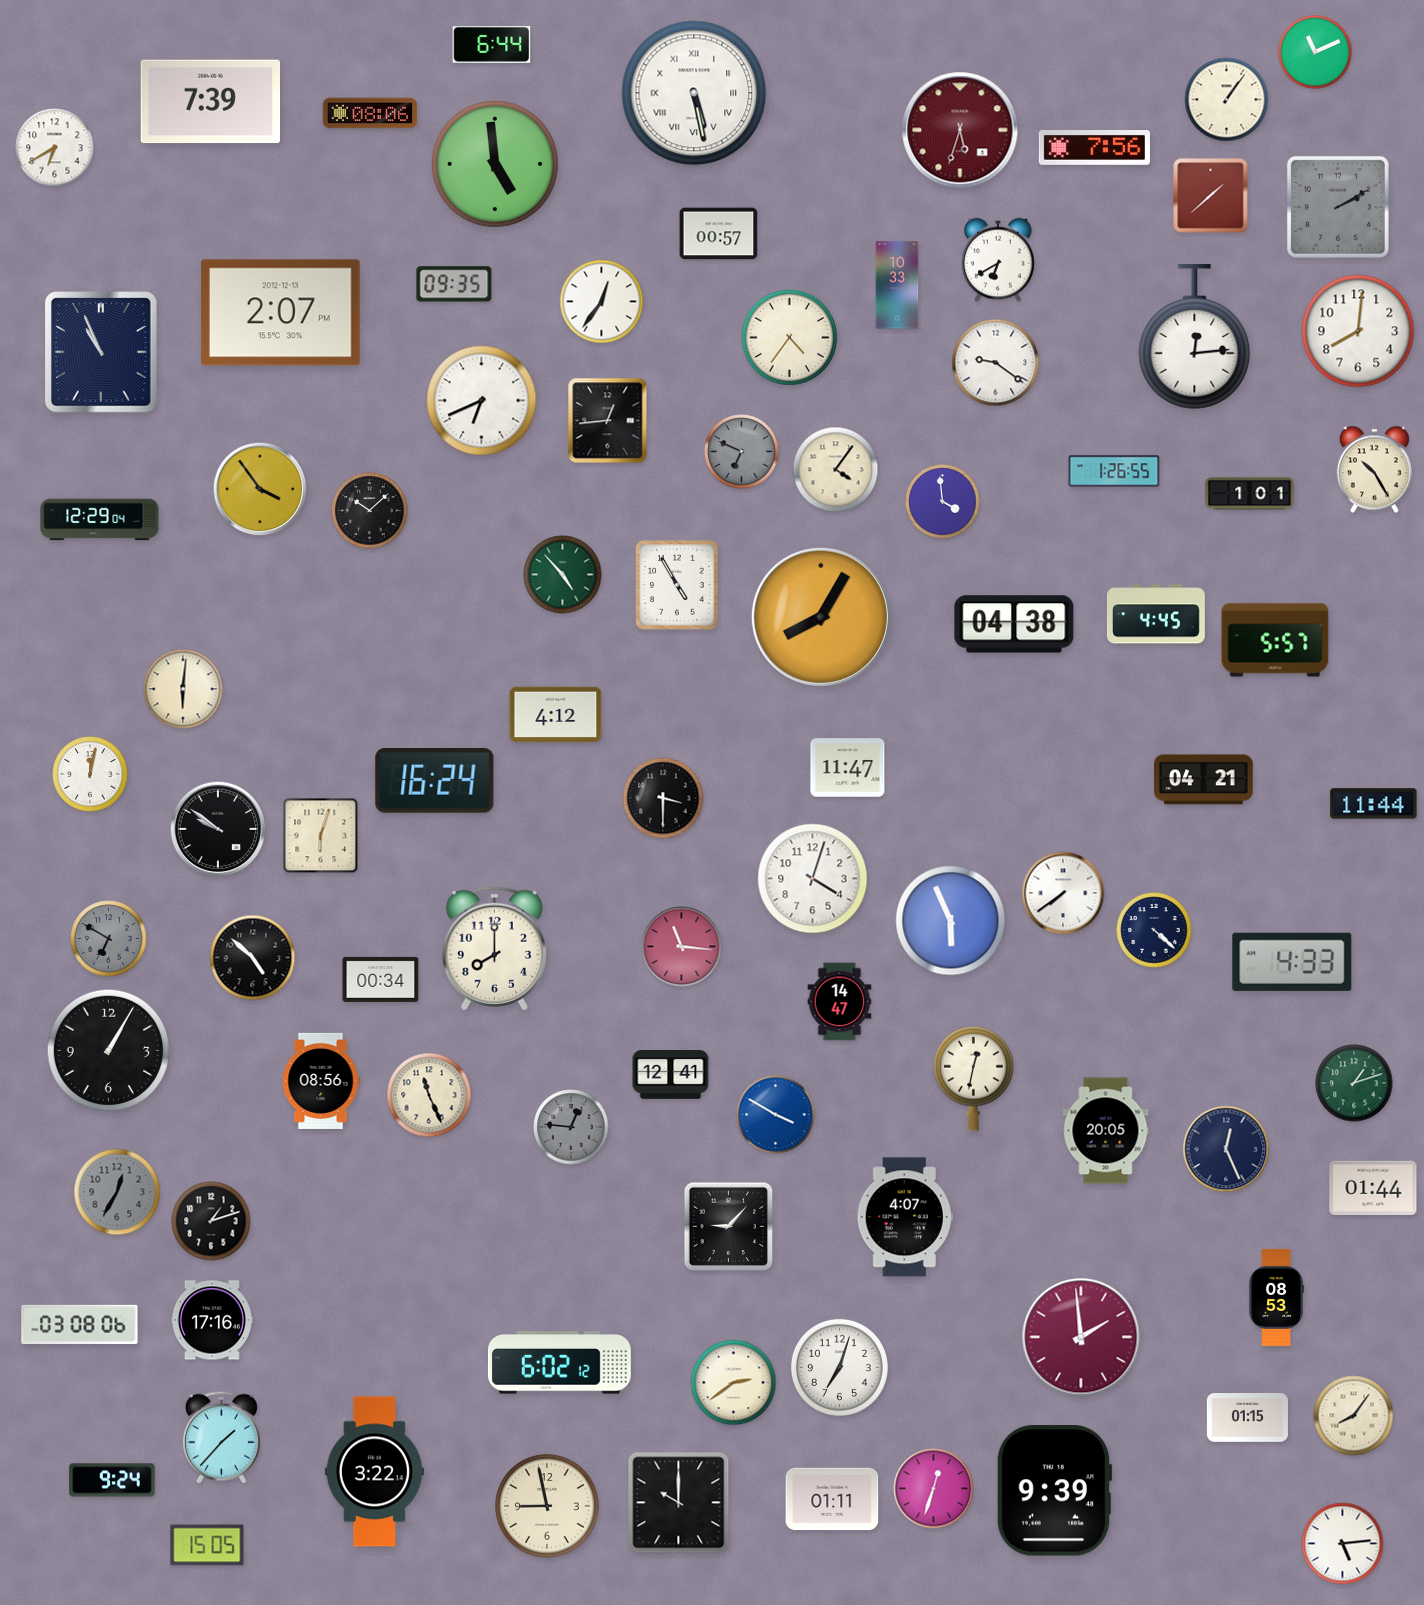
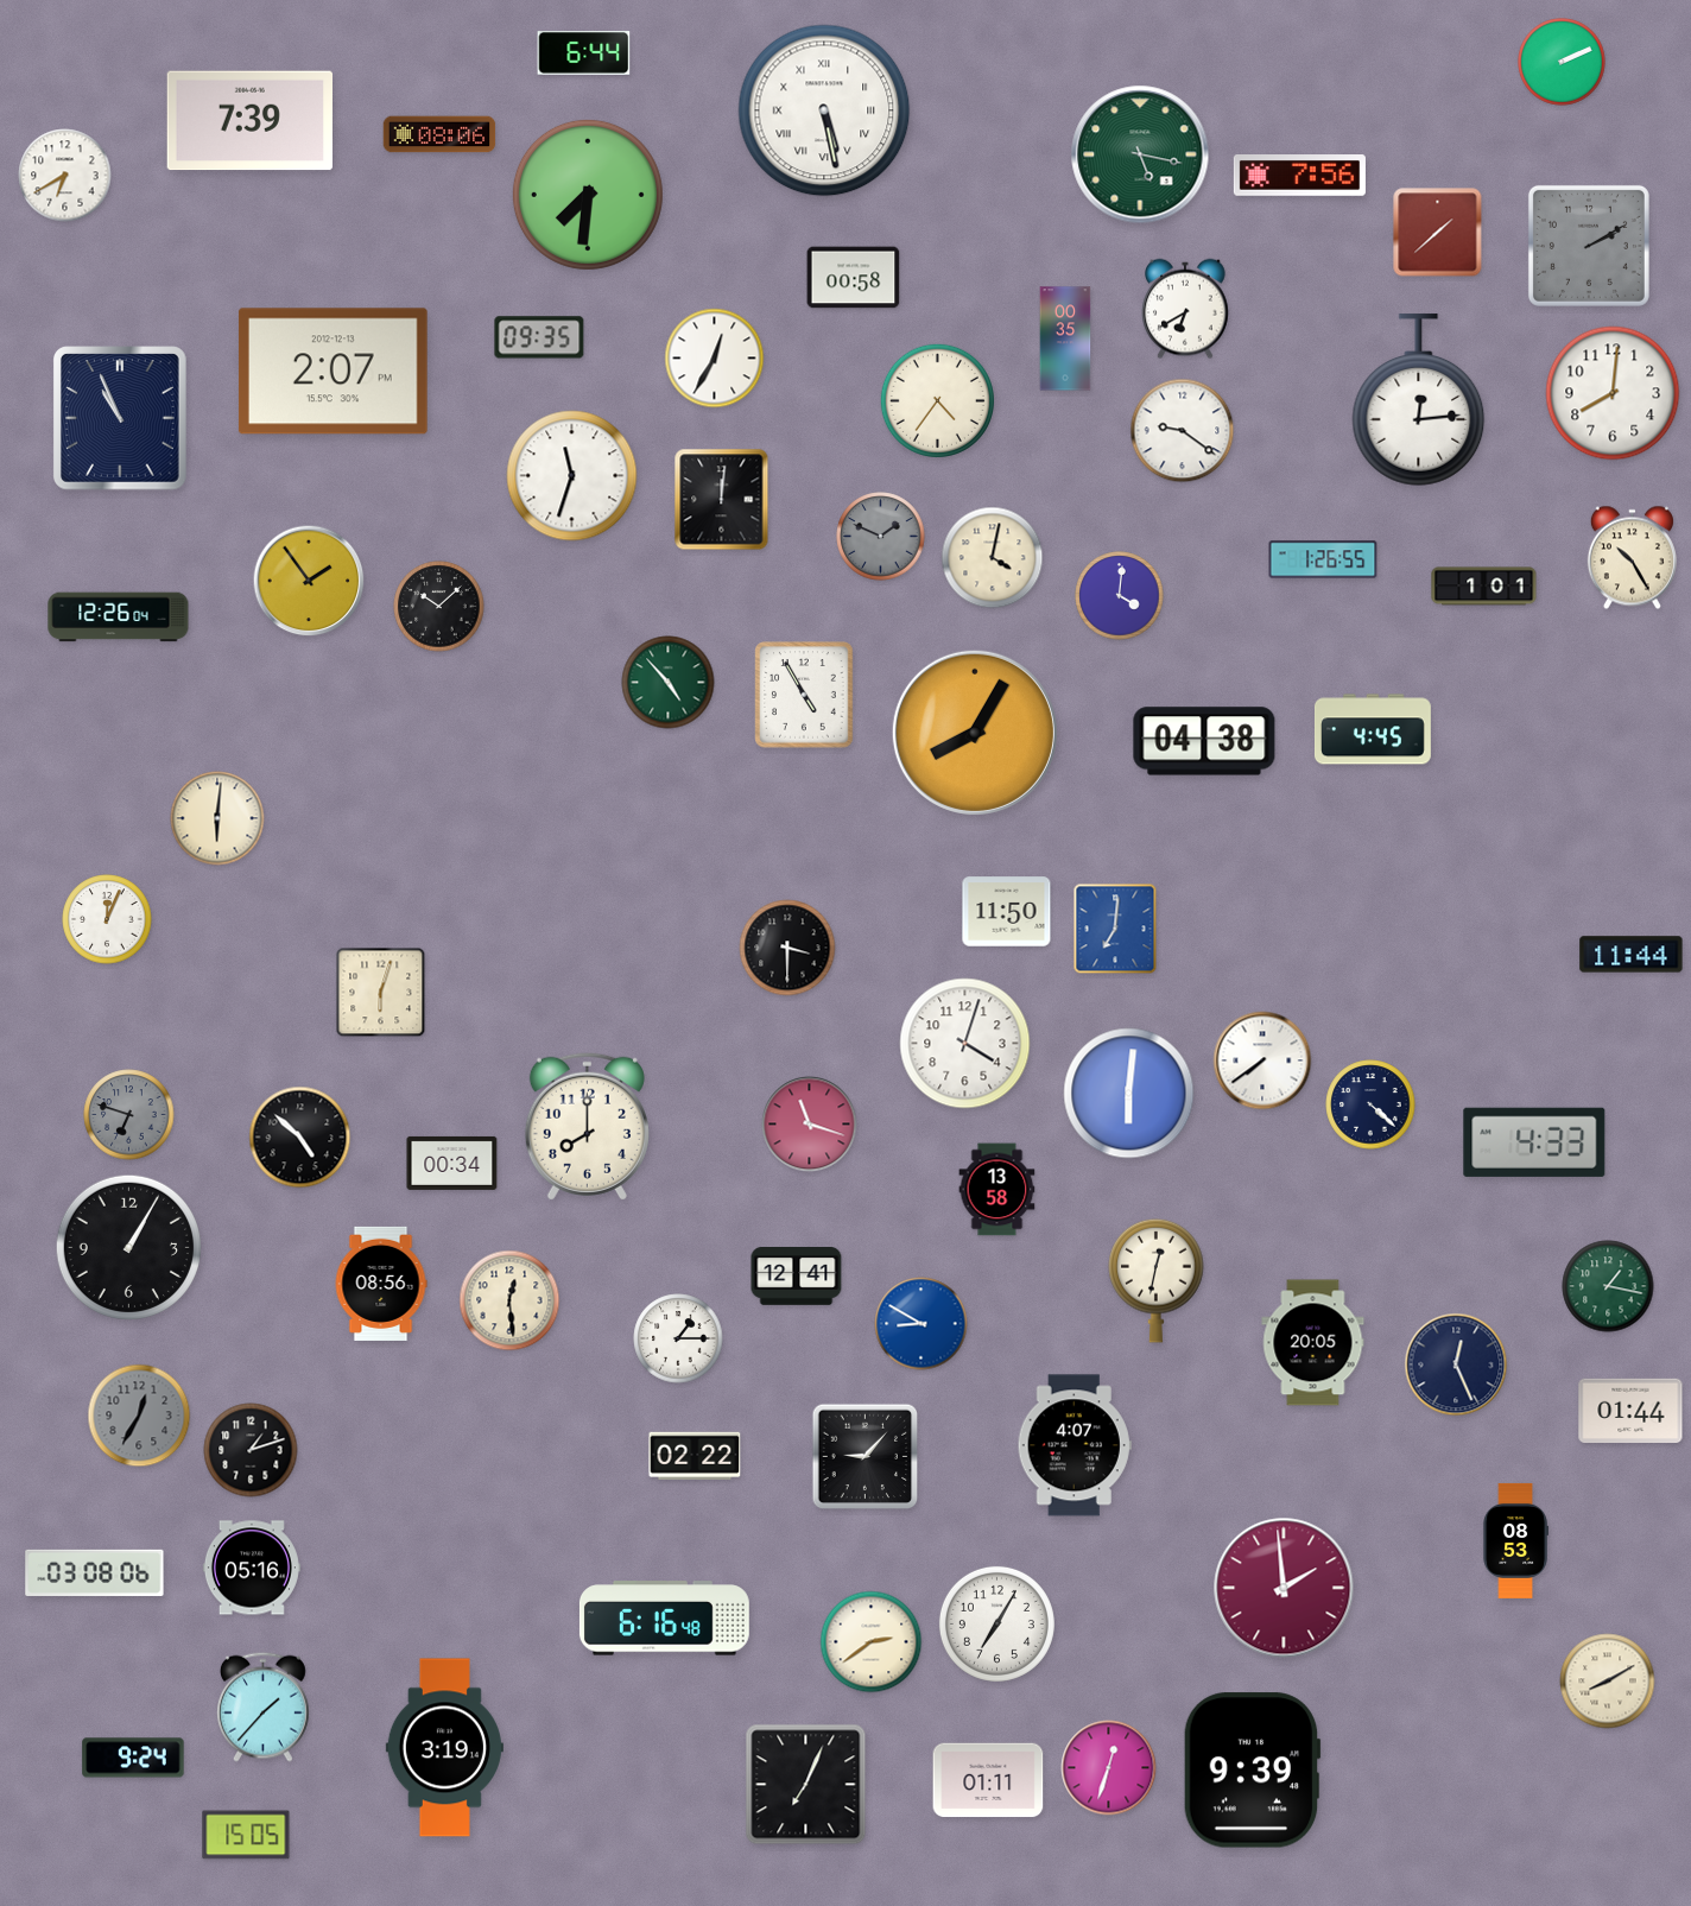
clock at (1315, 52): 11:11 -> 2:11
clock at (1227, 100): 1:06 -> none
clock at (960, 130): 5:33 -> 5:17
clock at (960, 130) dial: burgundy -> green
clock at (495, 164): 4:59 -> 7:31
clock at (719, 234): 00:57 -> 00:58
clock at (897, 285): 10:33 -> 00:35
clock at (602, 302): 12:36 -> 12:35
clock at (482, 401): 6:41 -> 11:33
clock at (608, 421): 12:44 -> 12:01
clock at (742, 452): 6:49 -> 1:49
clock at (836, 470): 4:06 -> 4:02
clock at (260, 489): 3:54 -> 1:54
clock at (943, 502): 3:59 -> 4:01
clock at (100, 520): 12:29 -> 12:26
clock at (1275, 640): 5:57 -> none
clock at (556, 715): 4:12 -> none
clock at (848, 768): 11:47 -> 11:50
clock at (90, 774): 12:02 -> 12:04
clock at (1204, 780): 04:21 -> none
clock at (435, 781): 16:24 -> none
clock at (1115, 929): none -> 7:01
clock at (218, 829): 9:51 -> none
clock at (951, 921): 5:56 -> 6:01
clock at (109, 939): 6:50 -> 6:48
clock at (682, 947): 11:16 -> 11:18
clock at (840, 1002): 14:47 -> 13:58
clock at (1354, 1083): 1:12 -> 1:17
clock at (429, 1095): 11:26 -> 12:29
clock at (776, 1115): 3:50 -> 8:50
clock at (571, 1127): 12:46 -> 1:15
clock at (571, 1127) dial: grey -> white
clock at (695, 1456): none -> 02:22
clock at (212, 1320): 17:16 -> 05:16
clock at (559, 1363): 6:02 -> 6:16
clock at (839, 1367): 7:03 -> 7:05
clock at (1354, 1416): 8:06 -> 8:10
clock at (1247, 1418): 01:15 -> none
clock at (374, 1472): 3:22 -> 3:19
clock at (679, 1503): 10:00 -> 7:04
clock at (547, 1506): 8:58 -> none
clock at (1343, 1544): 5:14 -> none
